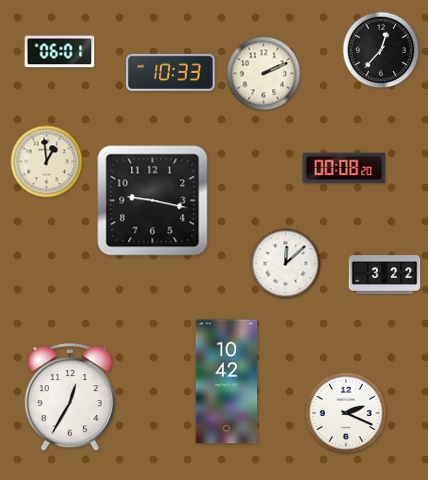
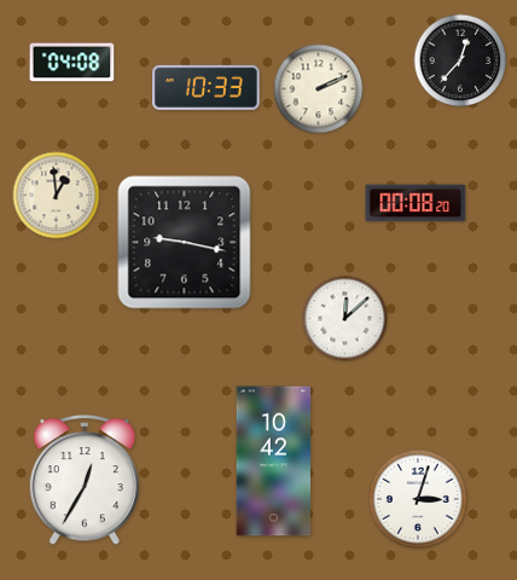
clock at (60, 52): 06:01 -> 04:08
clock at (385, 275): 3:22 -> none
clock at (346, 413): 2:19 -> 3:03
